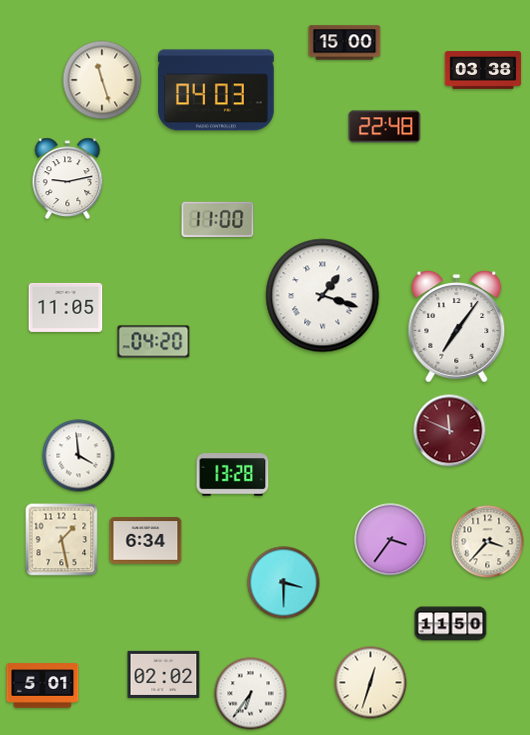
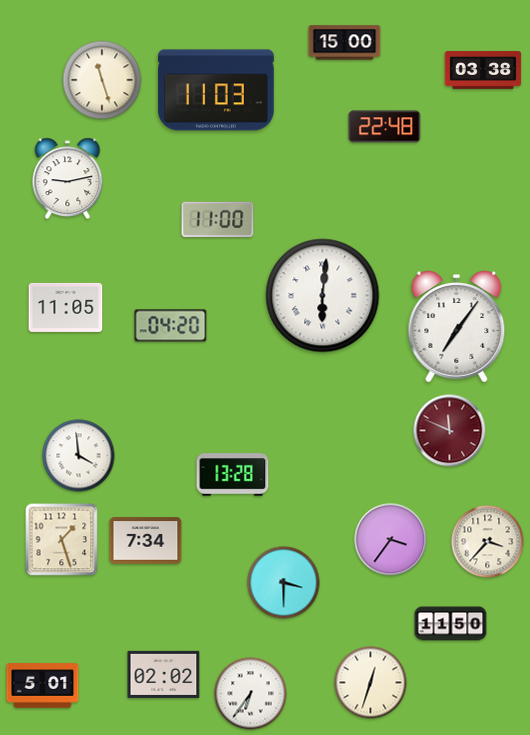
clock at (216, 90): 04:03 -> 11:03
clock at (323, 296): 1:18 -> 6:01
clock at (154, 342) position: (154, 342) -> (171, 326)
clock at (62, 540): 1:28 -> 1:27
clock at (146, 541): 6:34 -> 7:34
